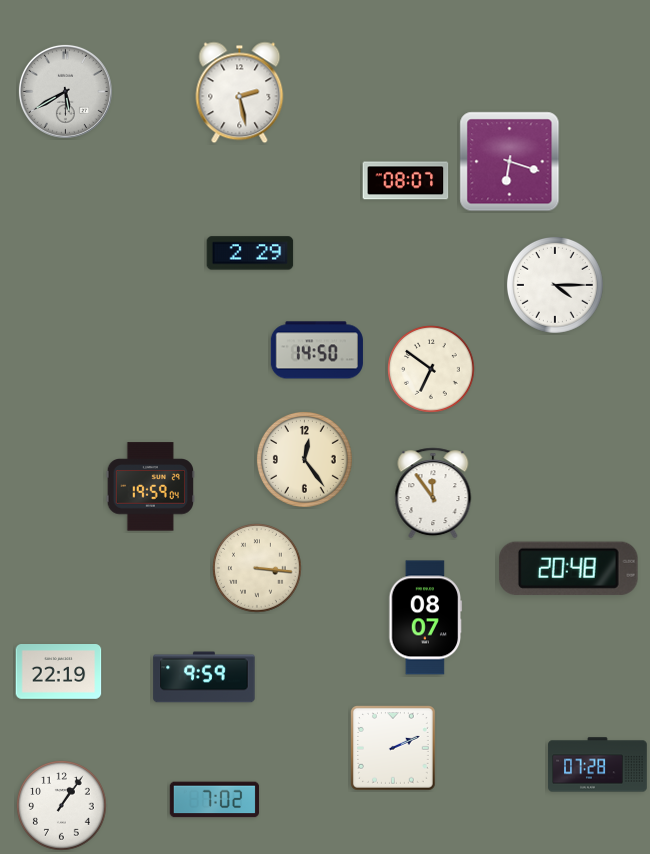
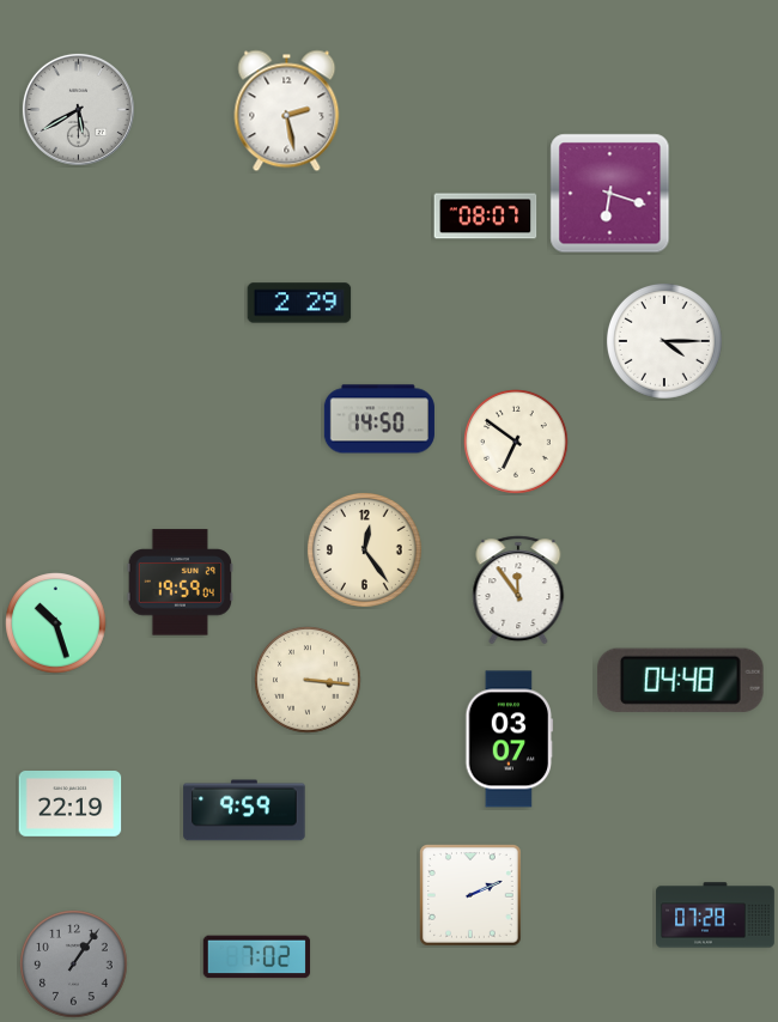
clock at (56, 623): none -> 10:27
clock at (568, 568): 20:48 -> 04:48
clock at (426, 618): 08:07 -> 03:07
clock at (62, 806) dial: white -> grey
